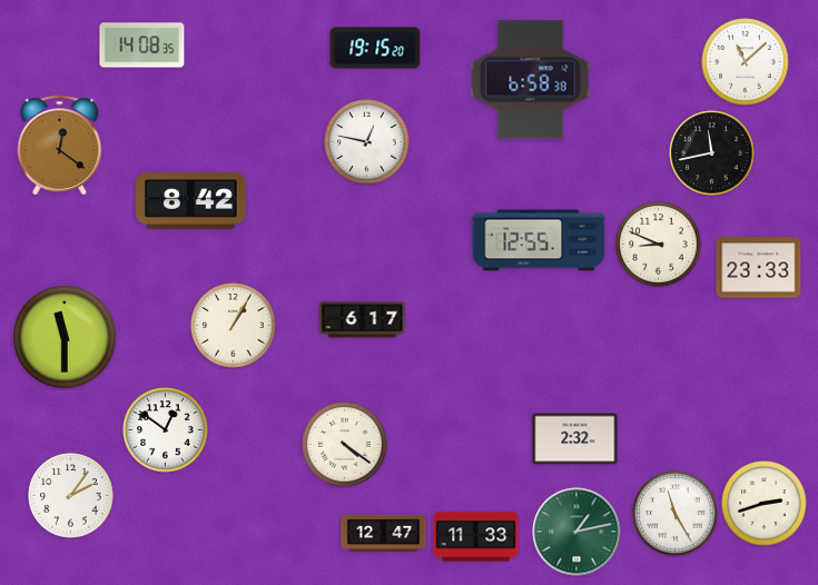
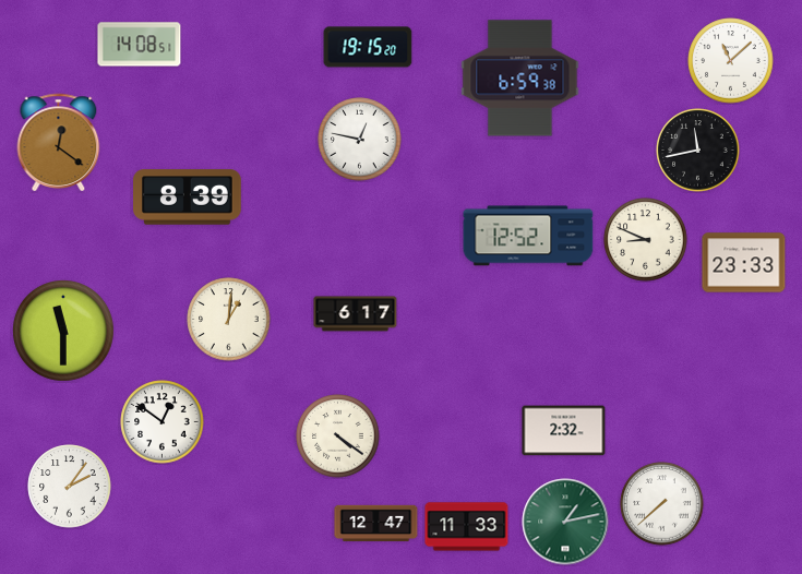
clock at (142, 46): 14:08:35 -> 14:08:51
clock at (531, 80): 6:58 -> 6:59
clock at (191, 201): 8:42 -> 8:39
clock at (539, 240): 12:55 -> 12:52
clock at (234, 326): 1:05 -> 1:01
clock at (765, 504): 2:42 -> none
clock at (676, 514): 11:25 -> 7:38
